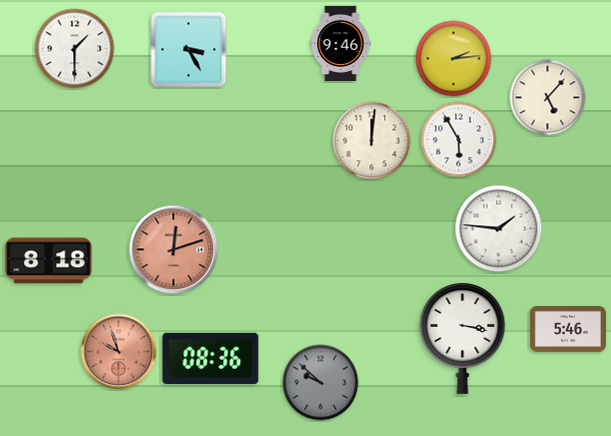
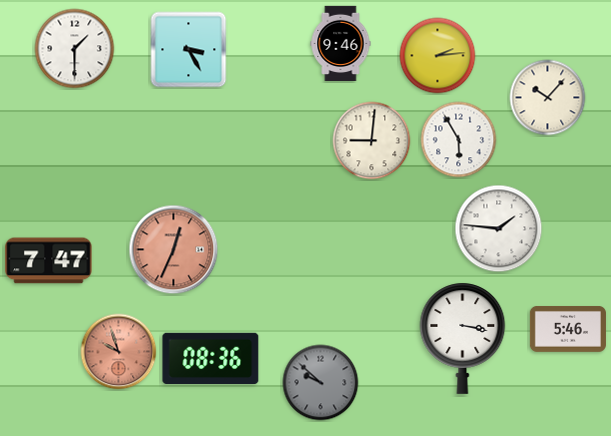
clock at (454, 59) position: (454, 59) -> (438, 56)
clock at (548, 98): 5:07 -> 10:07
clock at (372, 141): 12:01 -> 9:01
clock at (174, 250): 12:12 -> 12:34
clock at (49, 261): 8:18 -> 7:47
